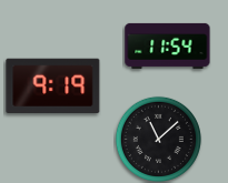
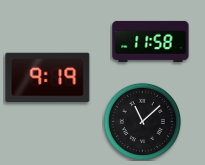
clock at (168, 45): 11:54 -> 11:58
clock at (158, 139) position: (158, 139) -> (142, 121)
